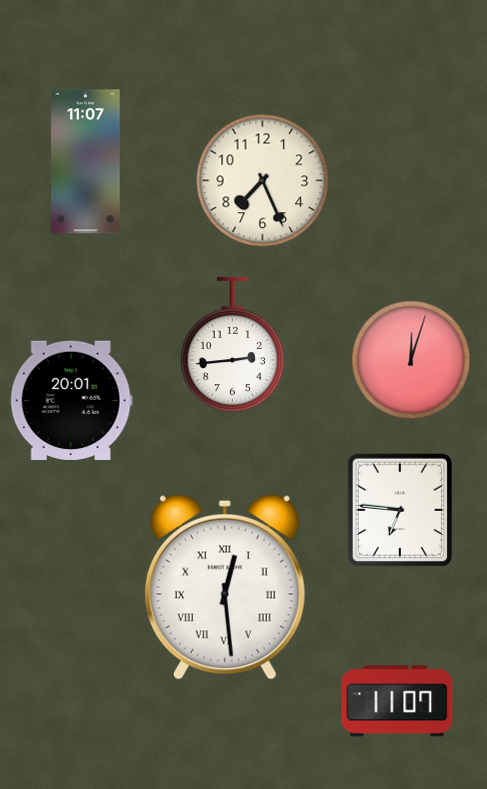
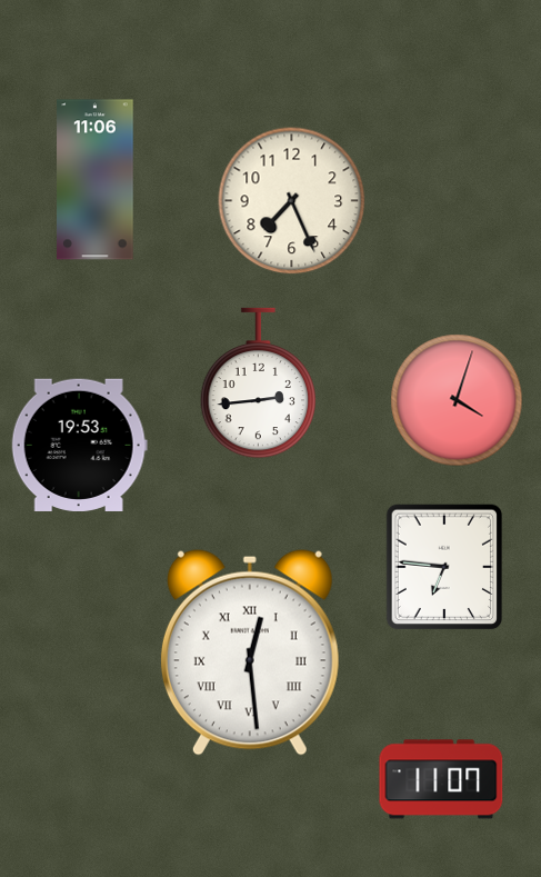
clock at (86, 162): 11:07 -> 11:06
clock at (411, 360): 12:03 -> 4:03
clock at (71, 400): 20:01 -> 19:53
